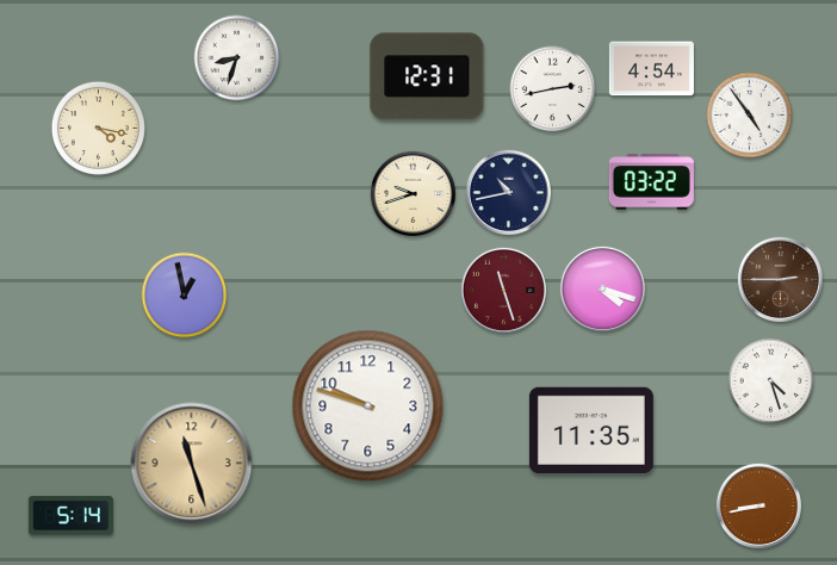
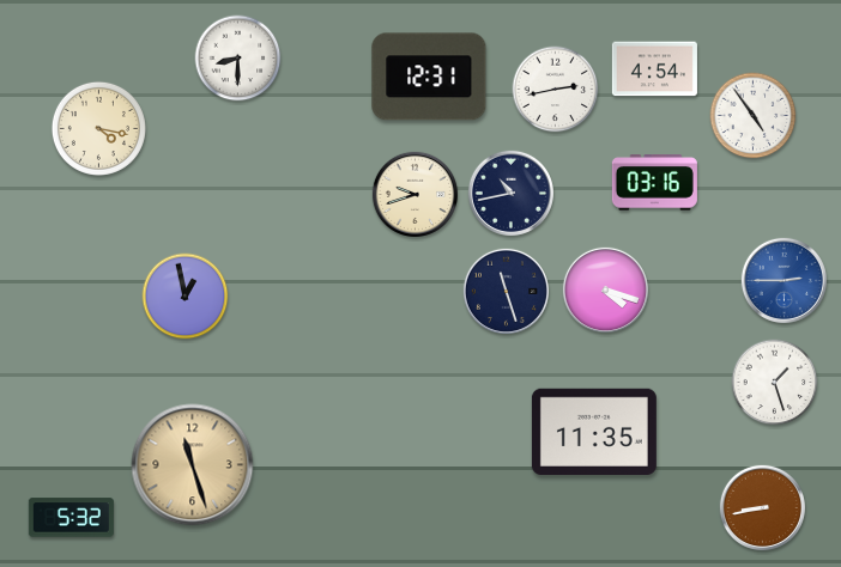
clock at (237, 58): 8:33 -> 8:30
clock at (651, 182): 03:22 -> 03:16
clock at (780, 279) dial: brown -> blue
clock at (503, 290) dial: burgundy -> navy
clock at (771, 381): 4:27 -> 1:27
clock at (368, 406): 9:48 -> none
clock at (70, 516): 5:14 -> 5:32
